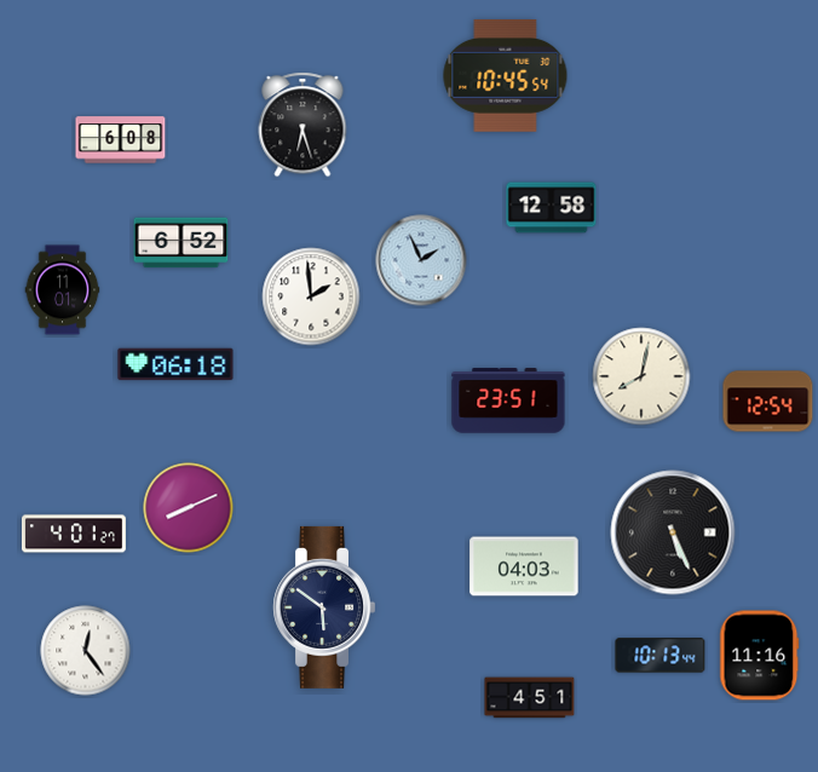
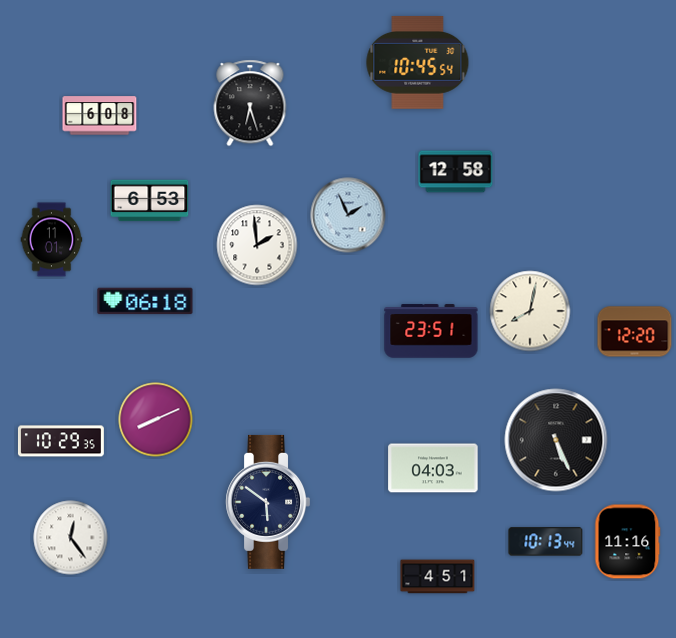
clock at (182, 243): 6:52 -> 6:53
clock at (508, 401) position: (508, 401) -> (431, 331)
clock at (768, 402): 12:54 -> 12:20
clock at (74, 534): 4:01 -> 10:29
